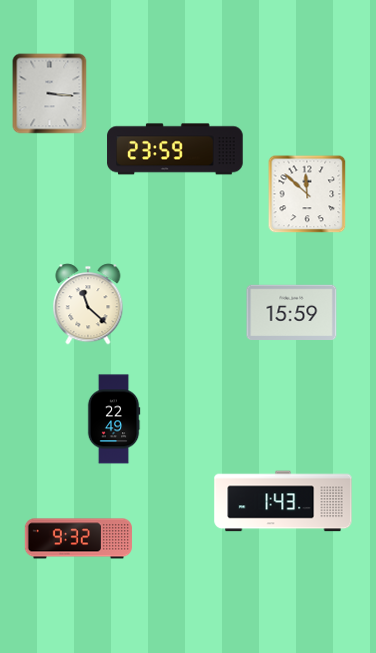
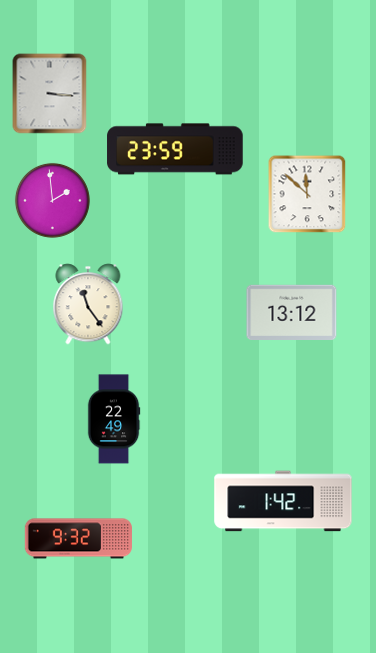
clock at (52, 200): none -> 1:59
clock at (88, 304): 11:22 -> 11:24
clock at (292, 312): 15:59 -> 13:12
clock at (283, 501): 1:43 -> 1:42
